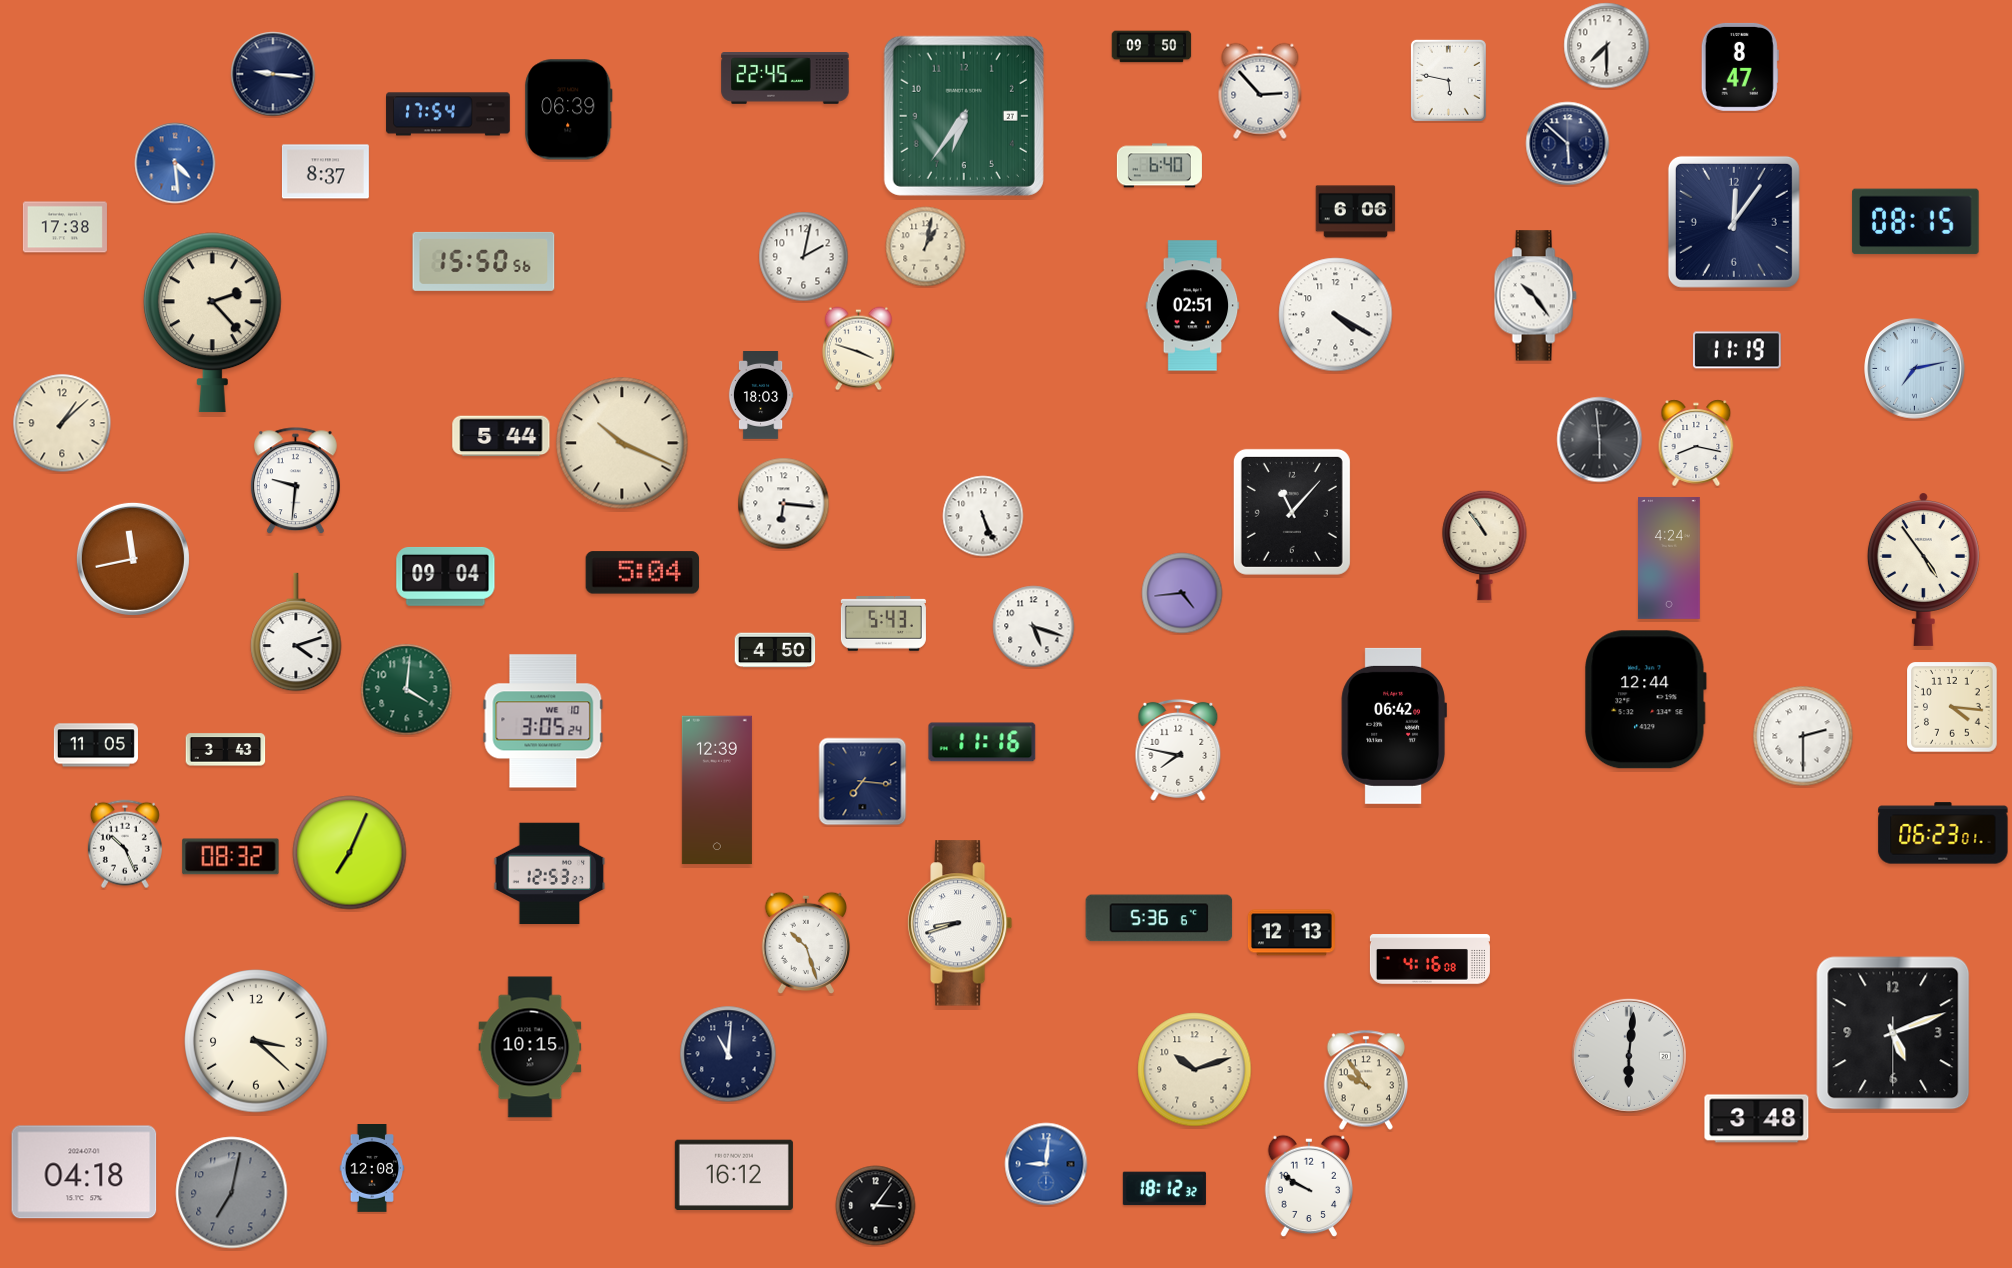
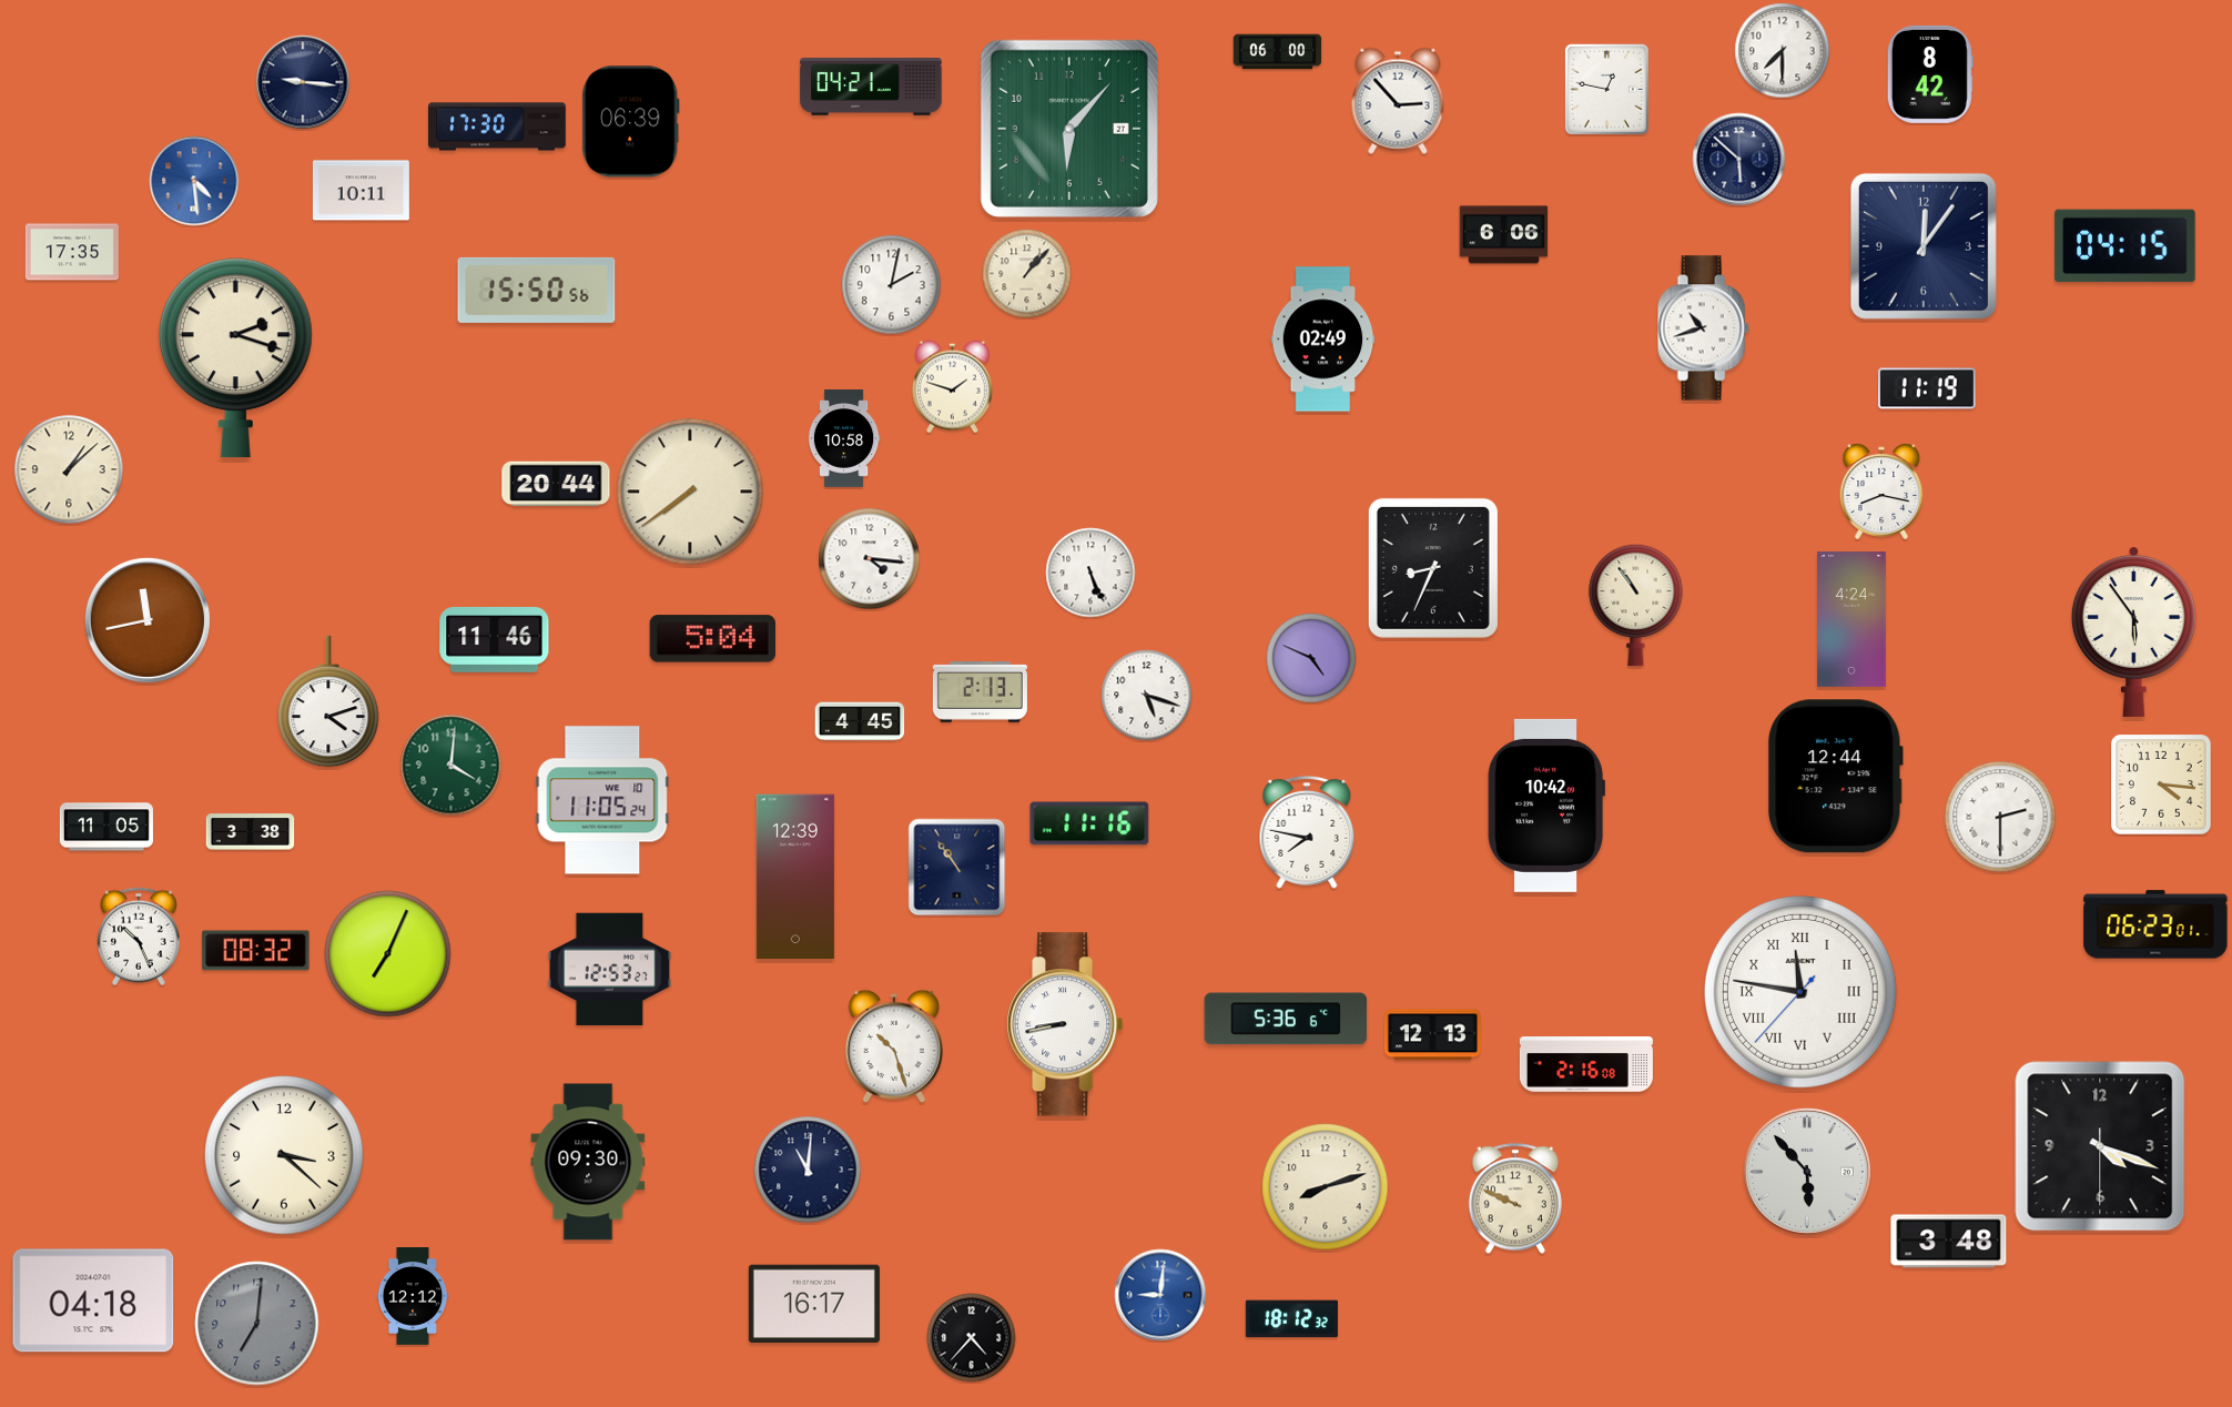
clock at (1152, 47): 09:50 -> 06:00
clock at (1740, 67): 8:47 -> 8:42
clock at (785, 79): 22:45 -> 04:21
clock at (1448, 80): 5:47 -> 12:47
clock at (448, 114): 17:54 -> 17:30
clock at (964, 116): 6:36 -> 6:07
clock at (1159, 166): 6:40 -> none
clock at (325, 172): 8:37 -> 10:11
clock at (1916, 222): 08:15 -> 04:15
clock at (65, 227): 17:38 -> 17:35
clock at (926, 247): 1:02 -> 1:07
clock at (1535, 296): 10:24 -> 10:42
clock at (1193, 306): 02:51 -> 02:49
clock at (1336, 315): 4:20 -> none
clock at (212, 323): 2:23 -> 2:18
clock at (858, 349): 3:48 -> 1:48
clock at (1915, 369): 7:13 -> none
clock at (761, 396): 18:03 -> 10:58
clock at (501, 436): 5:44 -> 20:44
clock at (1600, 440): 5:59 -> none
clock at (622, 443): 10:19 -> 7:39
clock at (295, 481): 9:31 -> none
clock at (784, 504): 6:16 -> 4:16
clock at (1292, 512): 11:07 -> 8:34
clock at (1485, 545) position: (1485, 545) -> (1636, 605)
clock at (1923, 570): 4:54 -> 5:54
clock at (643, 573) position: (643, 573) -> (713, 639)
clock at (446, 576): 09:04 -> 11:46
clock at (1182, 593): 4:44 -> 4:49
clock at (883, 624): 5:43 -> 2:13
clock at (775, 650): 4:50 -> 4:45
clock at (1646, 700) position: (1646, 700) -> (1836, 777)
clock at (1953, 708) position: (1953, 708) -> (2162, 786)
clock at (543, 721): 3:05 -> 11:05
clock at (1394, 726): 06:42 -> 10:42
clock at (226, 750): 3:43 -> 3:38
clock at (863, 782): 7:16 -> 10:54
clock at (350, 853) position: (350, 853) -> (388, 954)
clock at (1800, 992): none -> 11:46
clock at (960, 923): 8:42 -> 8:43
clock at (1430, 959): 4:16 -> 2:16
clock at (1893, 1033): 5:11 -> 4:18
clock at (530, 1047): 10:15 -> 09:30
clock at (1629, 1056): 6:01 -> 5:53
clock at (1195, 1070): 10:12 -> 8:12
clock at (1365, 1080): 9:54 -> 9:49
clock at (1046, 1164) position: (1046, 1164) -> (1160, 1295)
clock at (372, 1169): 12:08 -> 12:12
clock at (734, 1175): 16:12 -> 16:17
clock at (1308, 1186): 9:50 -> none
clock at (232, 1193): 7:02 -> 7:01
clock at (876, 1206): 3:06 -> 4:37
